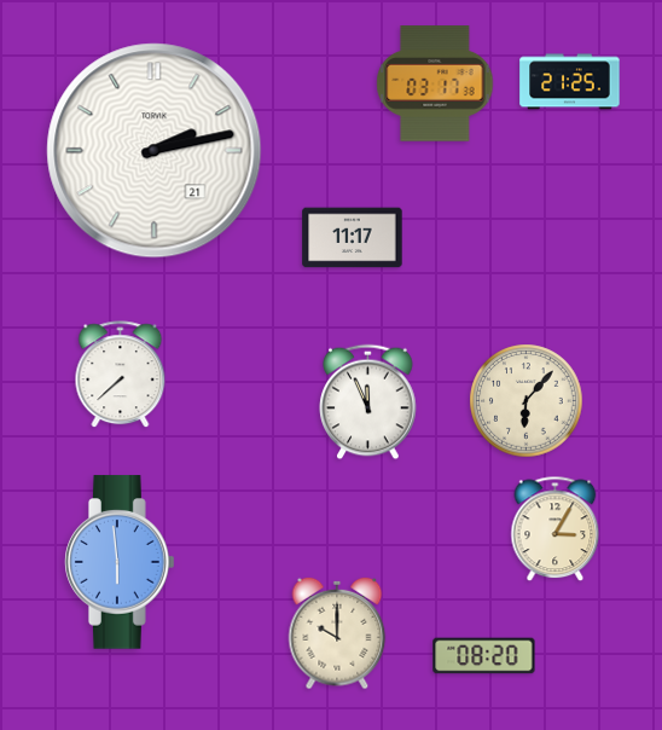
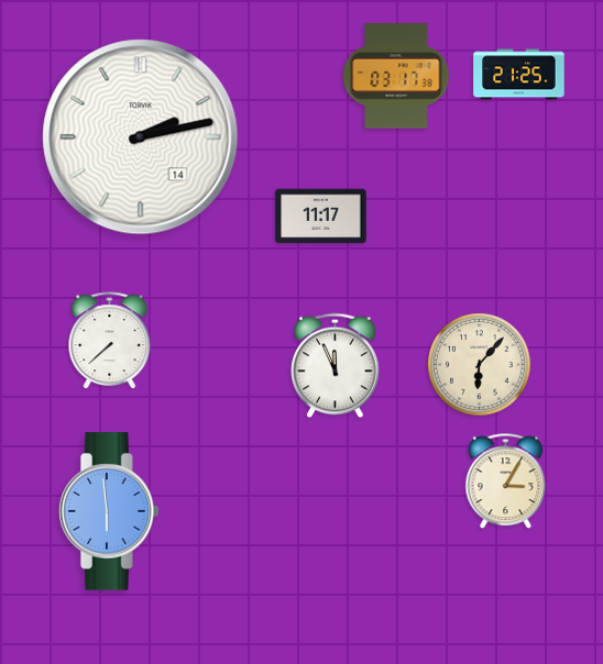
clock at (155, 151) date: 21 -> 14
clock at (337, 633): 10:00 -> none
clock at (484, 656): 08:20 -> none
